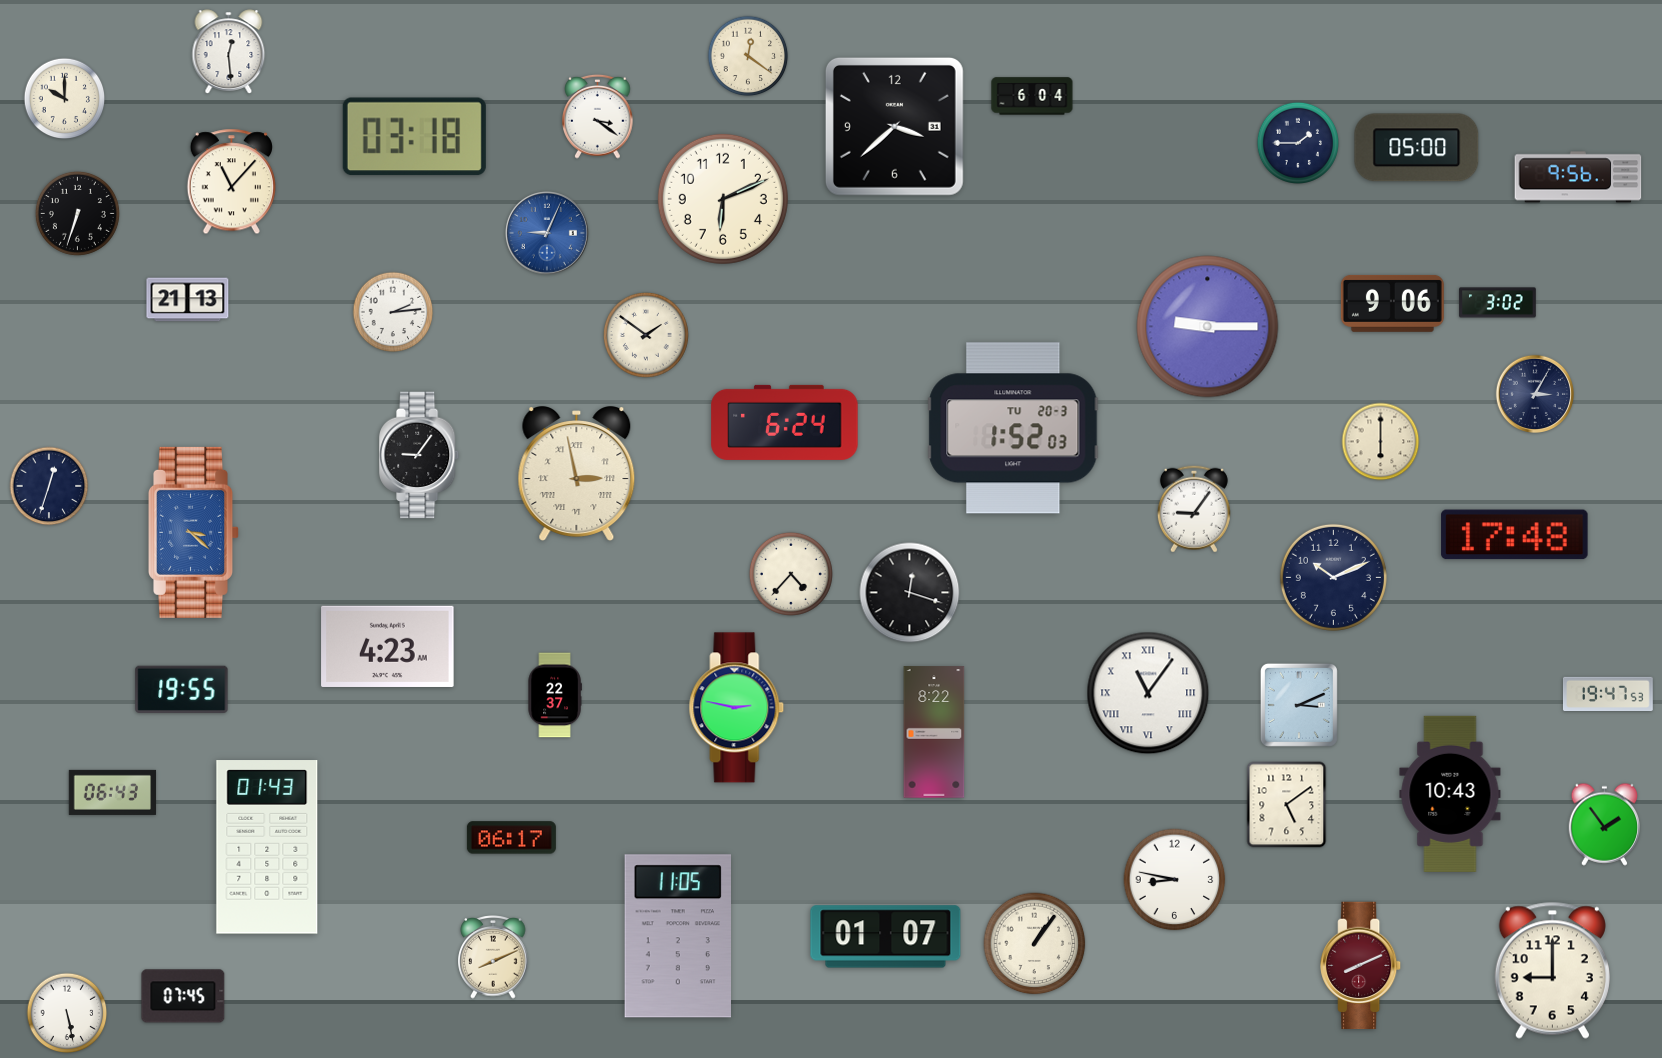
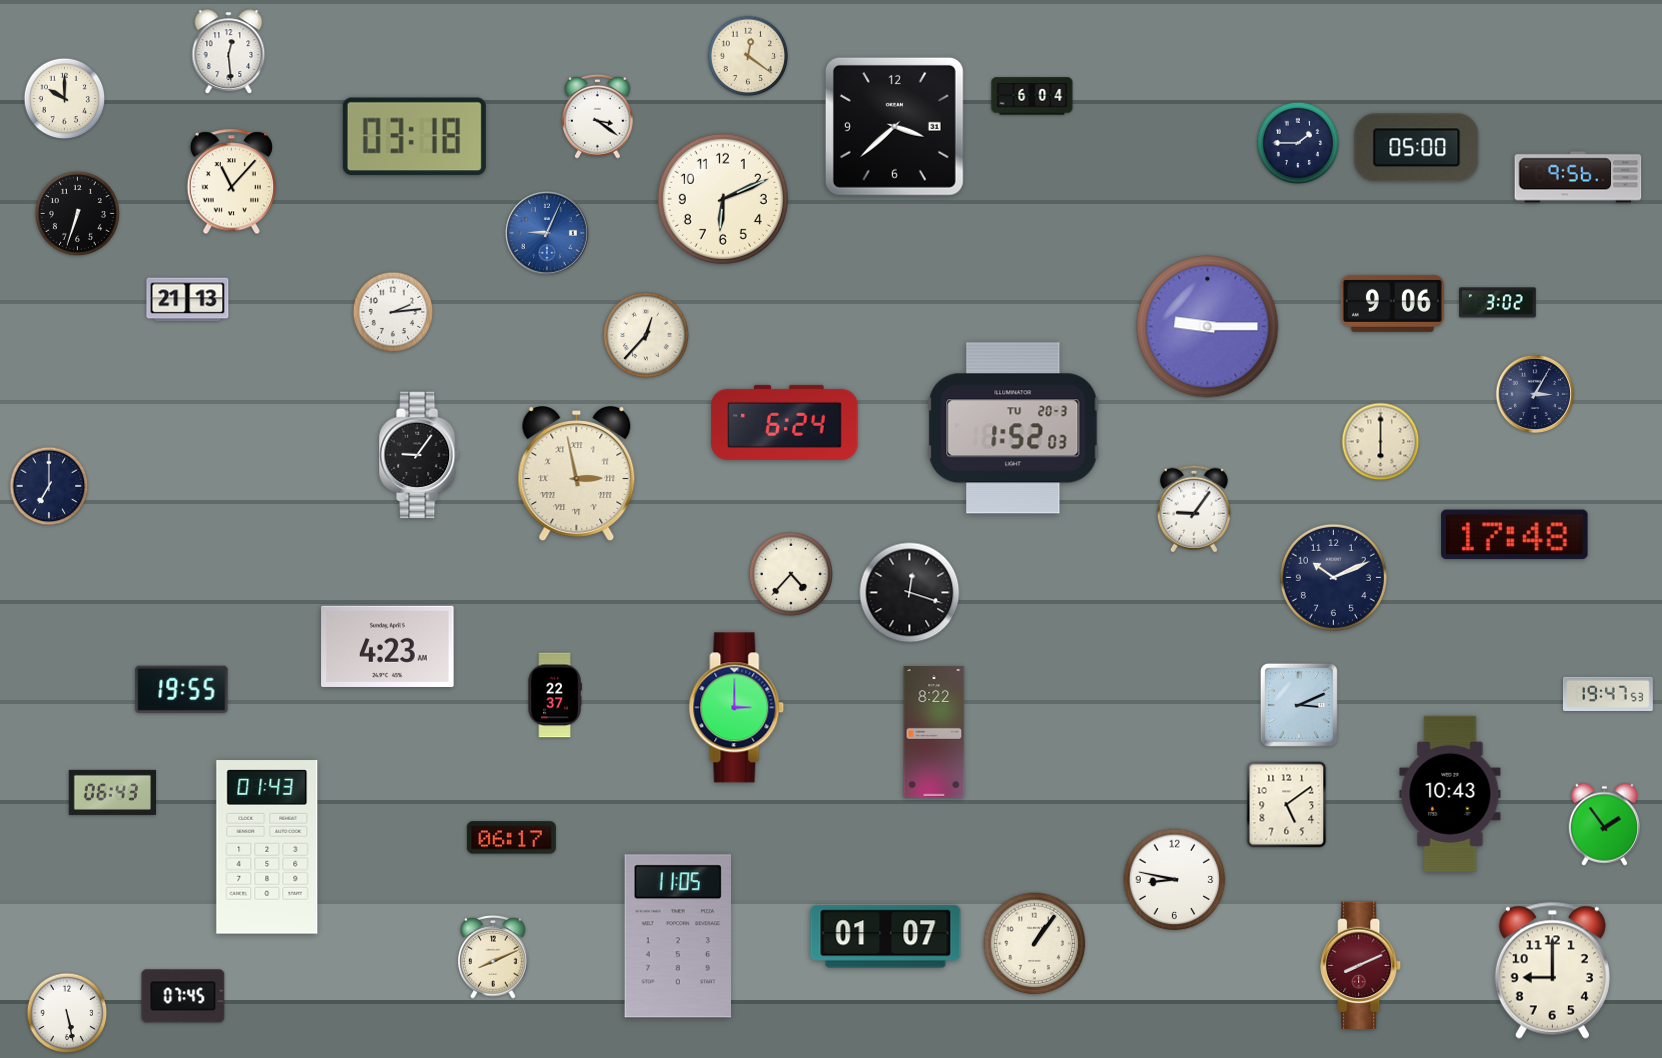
clock at (646, 335): 1:51 -> 12:37
clock at (49, 486): 12:33 -> 7:00
clock at (194, 532): 3:22 -> none
clock at (1148, 693): 11:06 -> none
clock at (737, 708): 2:47 -> 3:00
